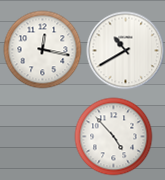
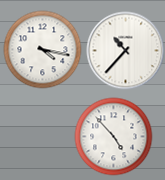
clock at (42, 49): 12:17 -> 4:17
clock at (125, 50): 10:40 -> 10:37
